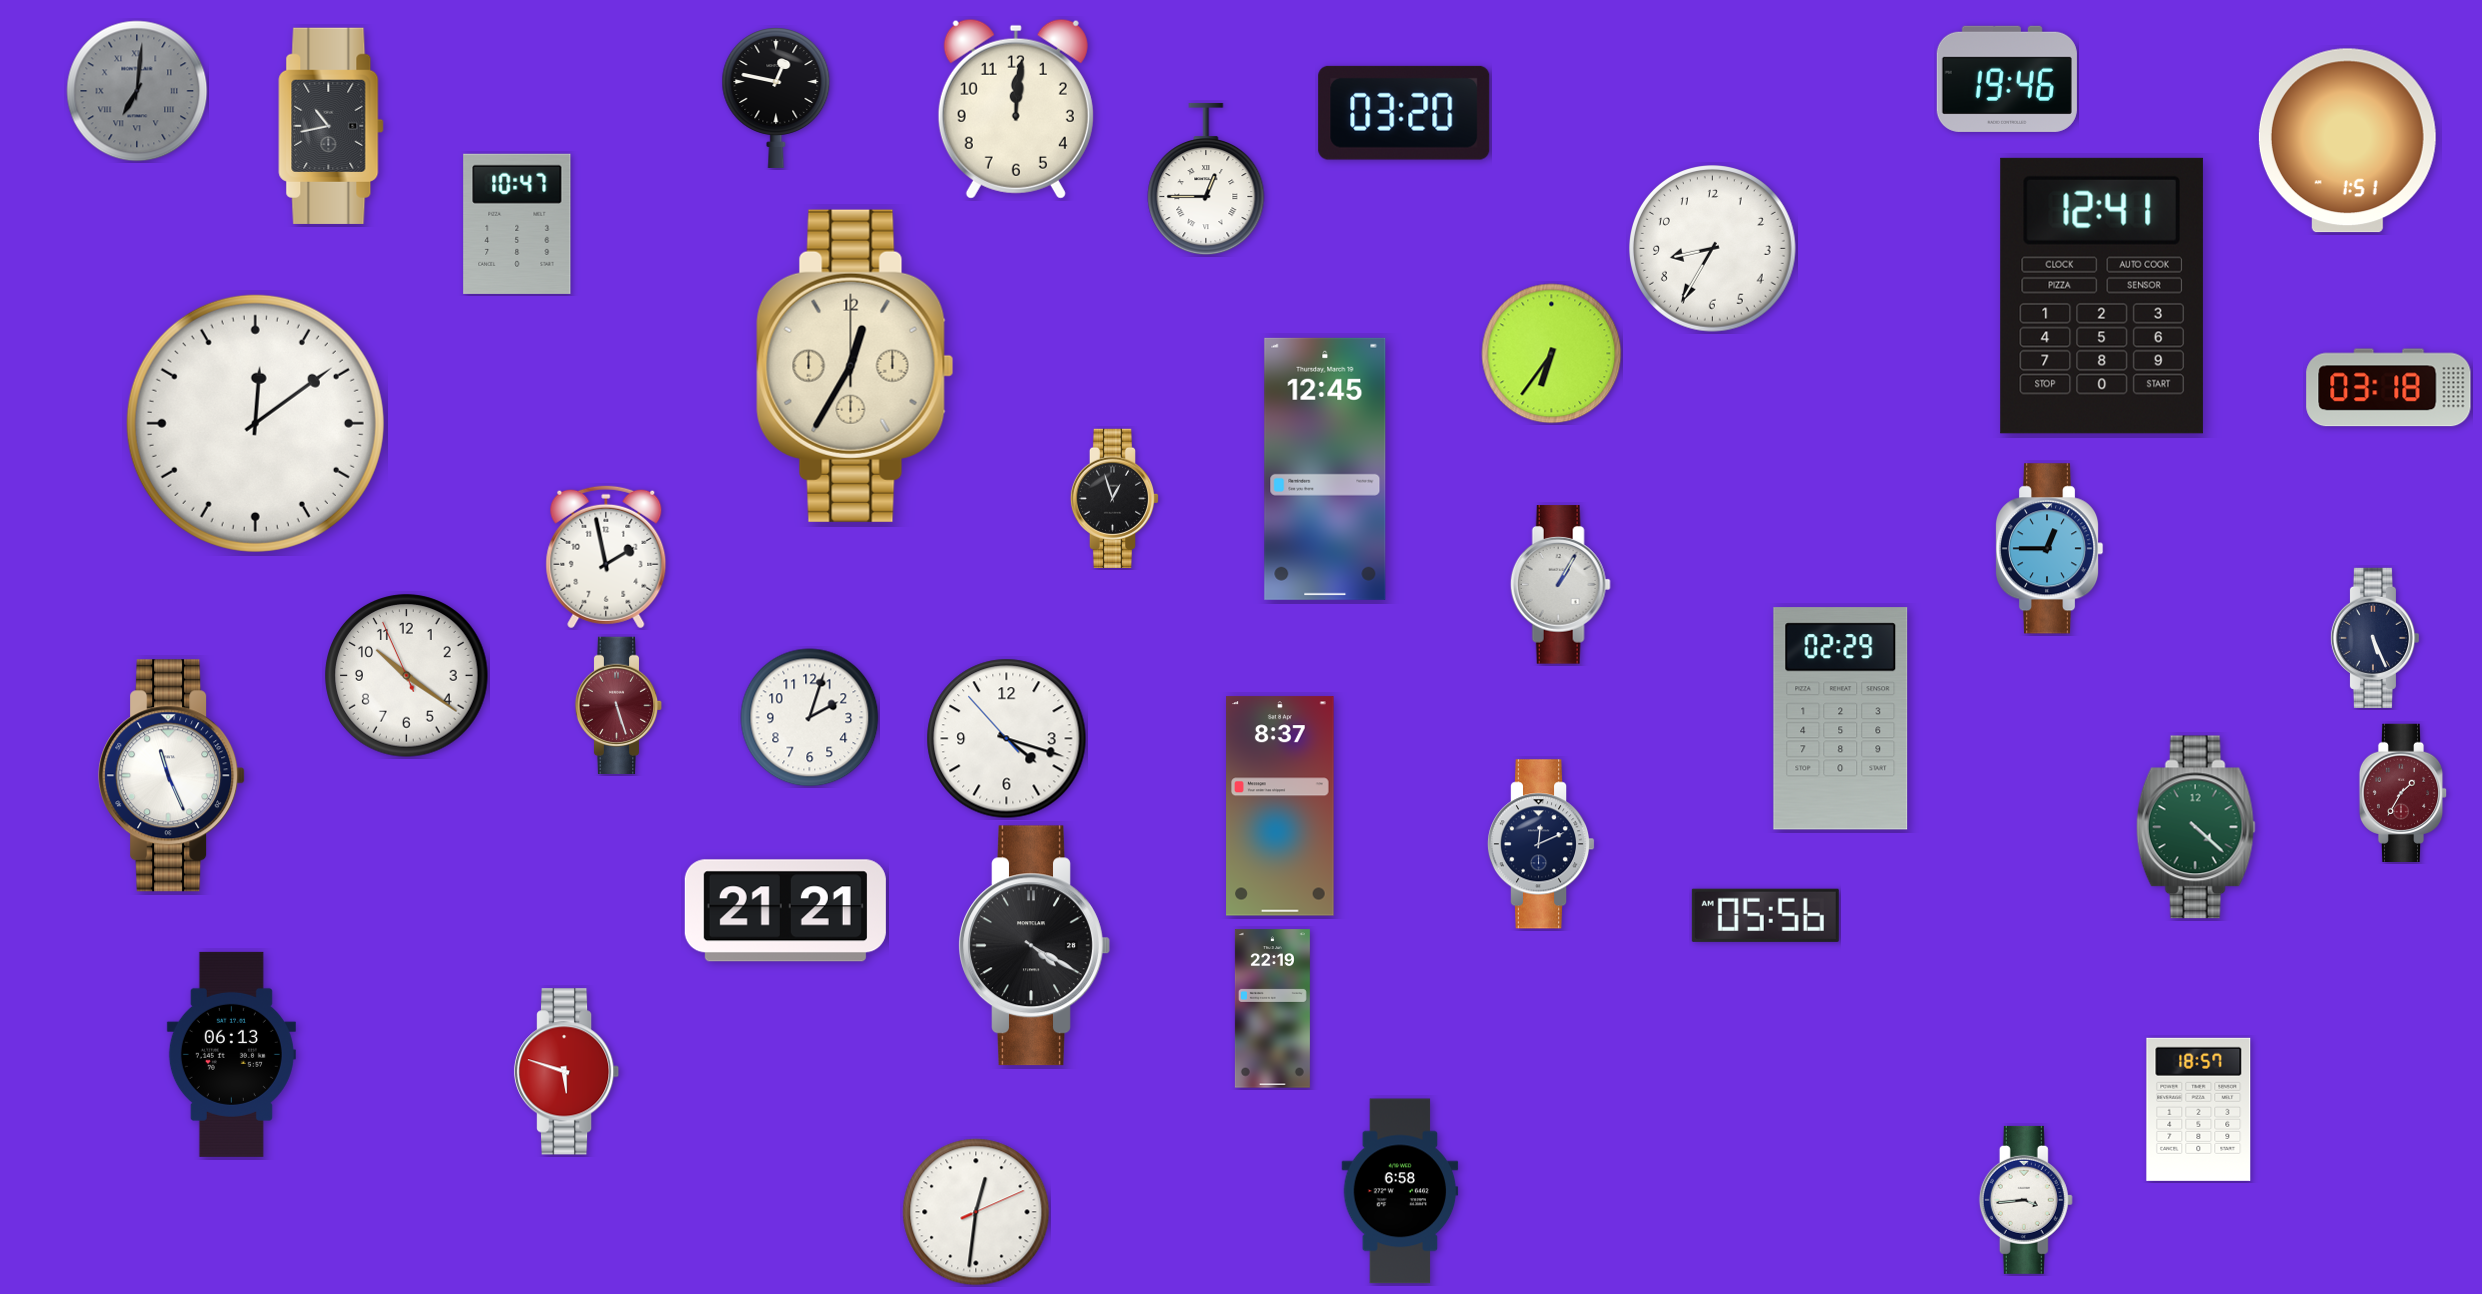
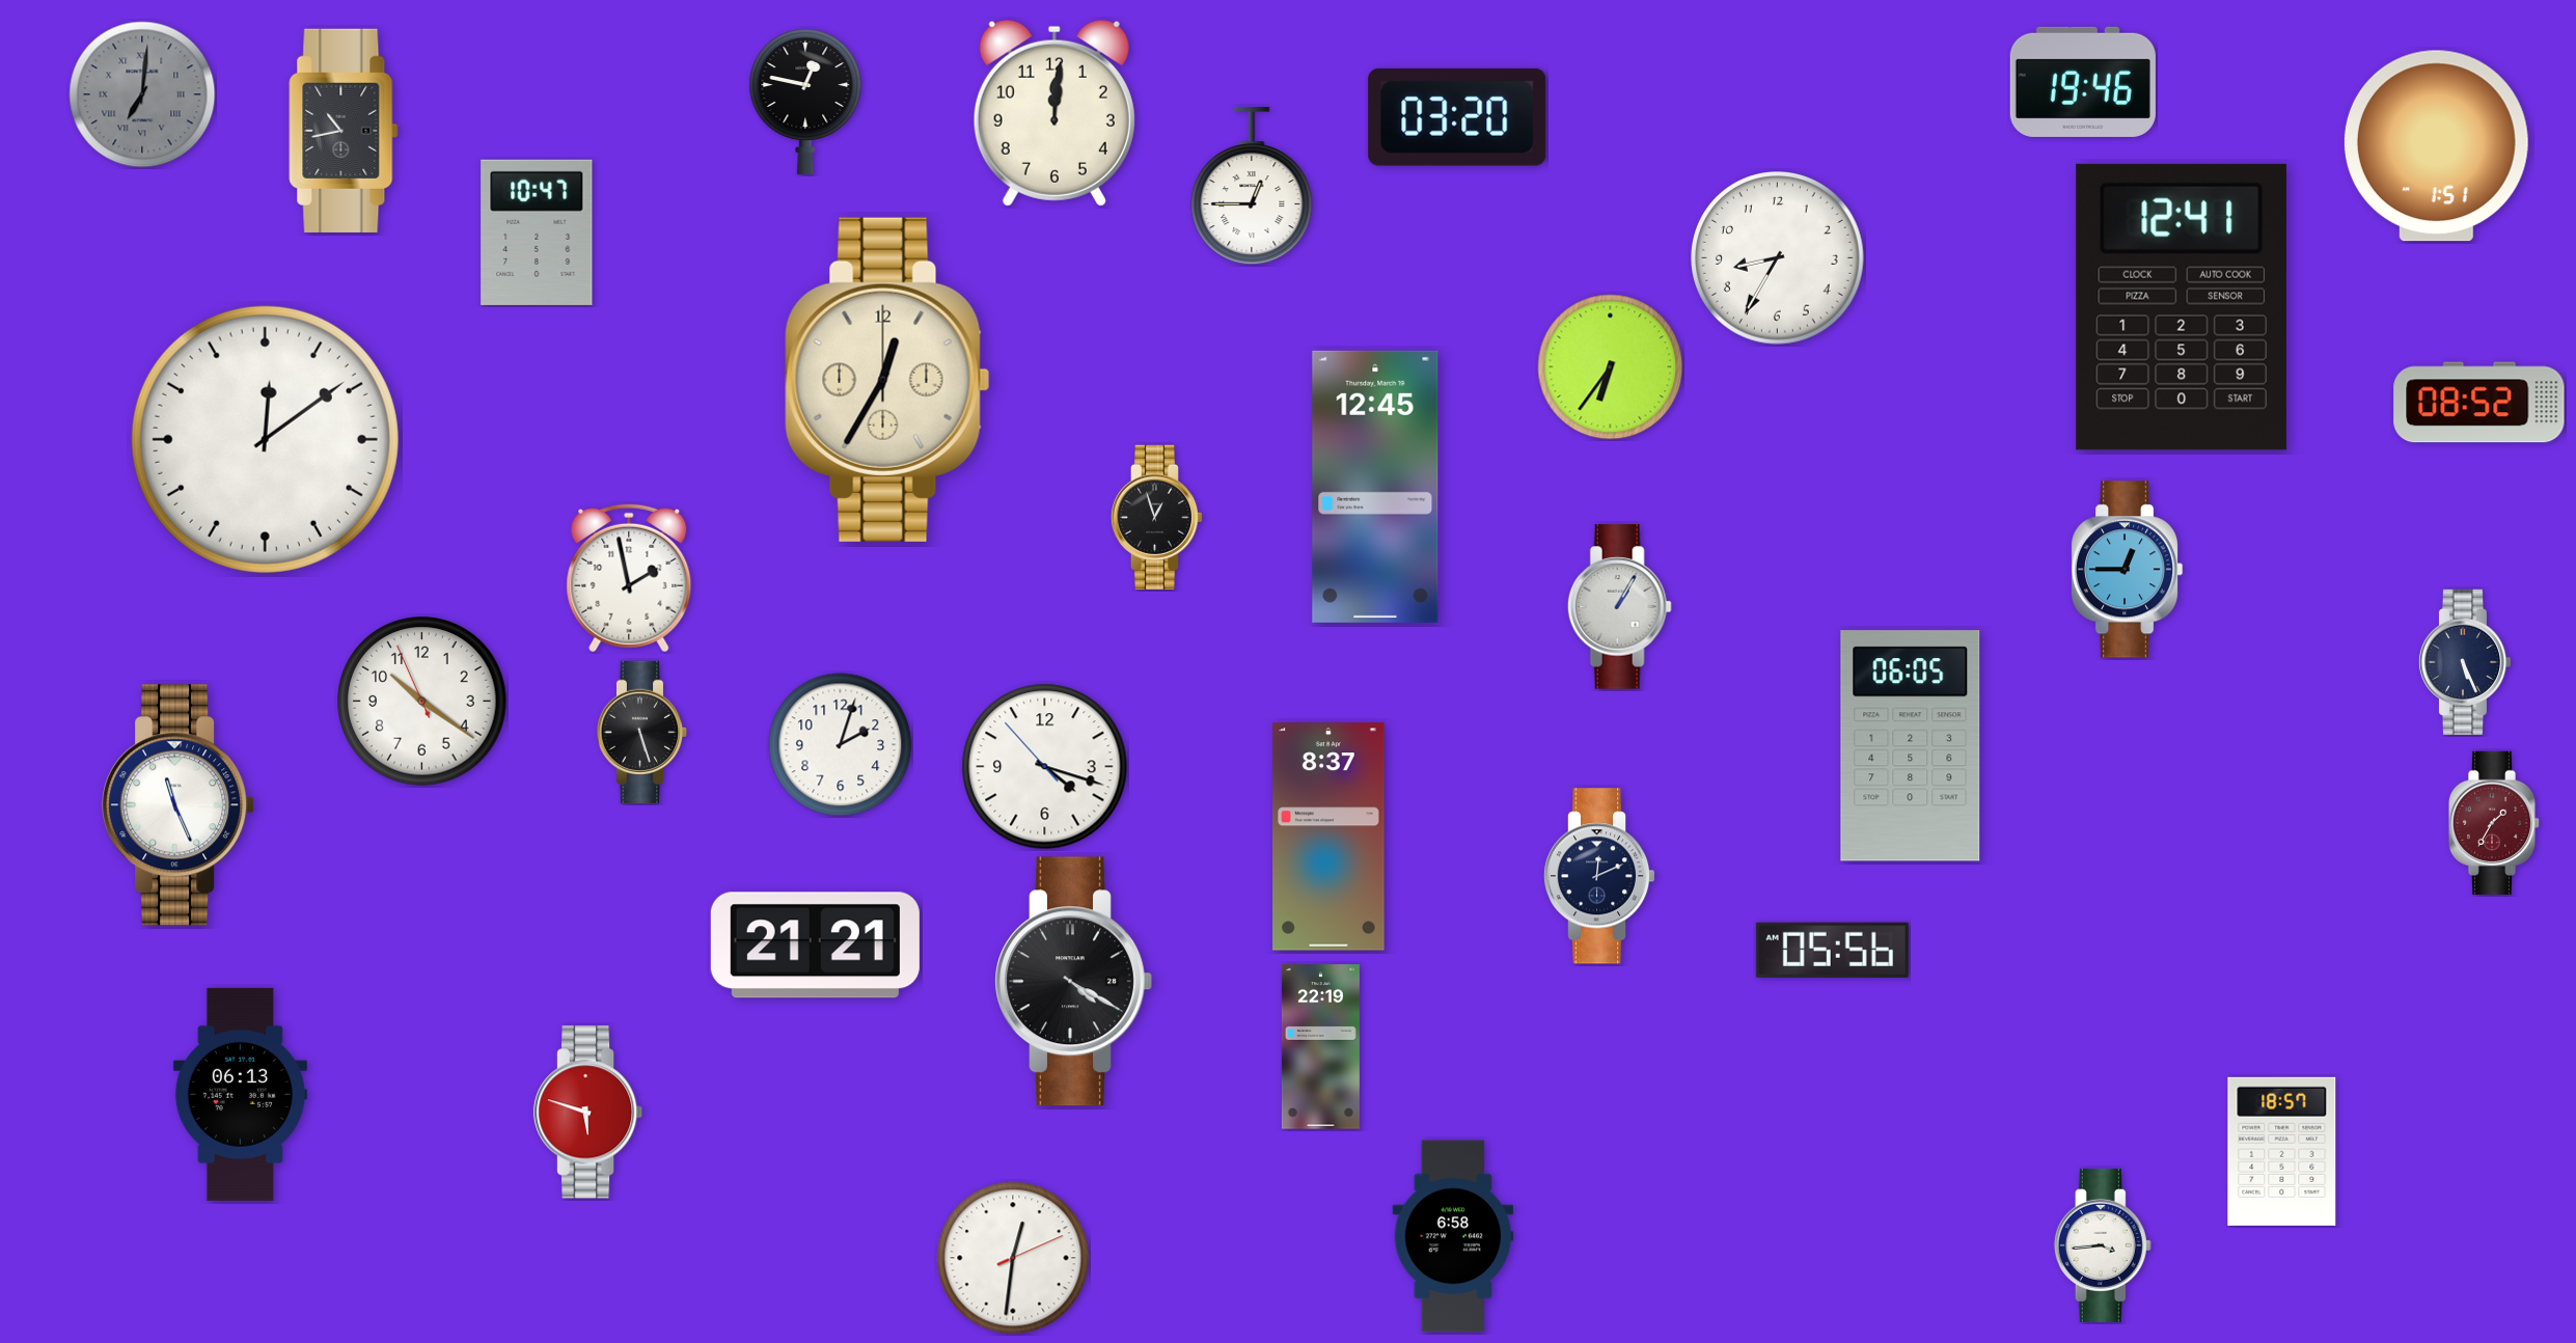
clock at (2389, 388): 03:18 -> 08:52
clock at (619, 705) dial: burgundy -> black
clock at (1841, 719): 02:29 -> 06:05
clock at (2196, 827): 4:22 -> none
